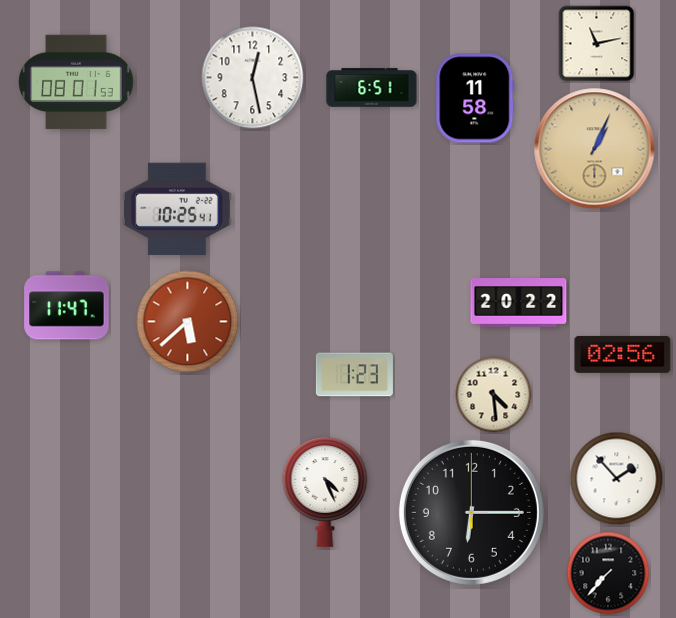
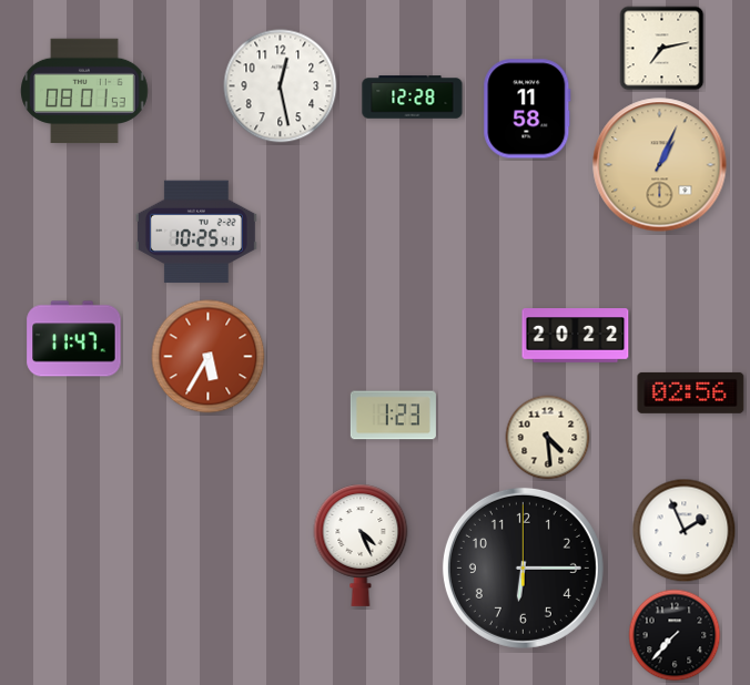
clock at (597, 44): 11:13 -> 7:13
clock at (372, 88): 6:51 -> 12:28
clock at (188, 322): 5:38 -> 5:35
clock at (617, 479): 1:53 -> 1:56
